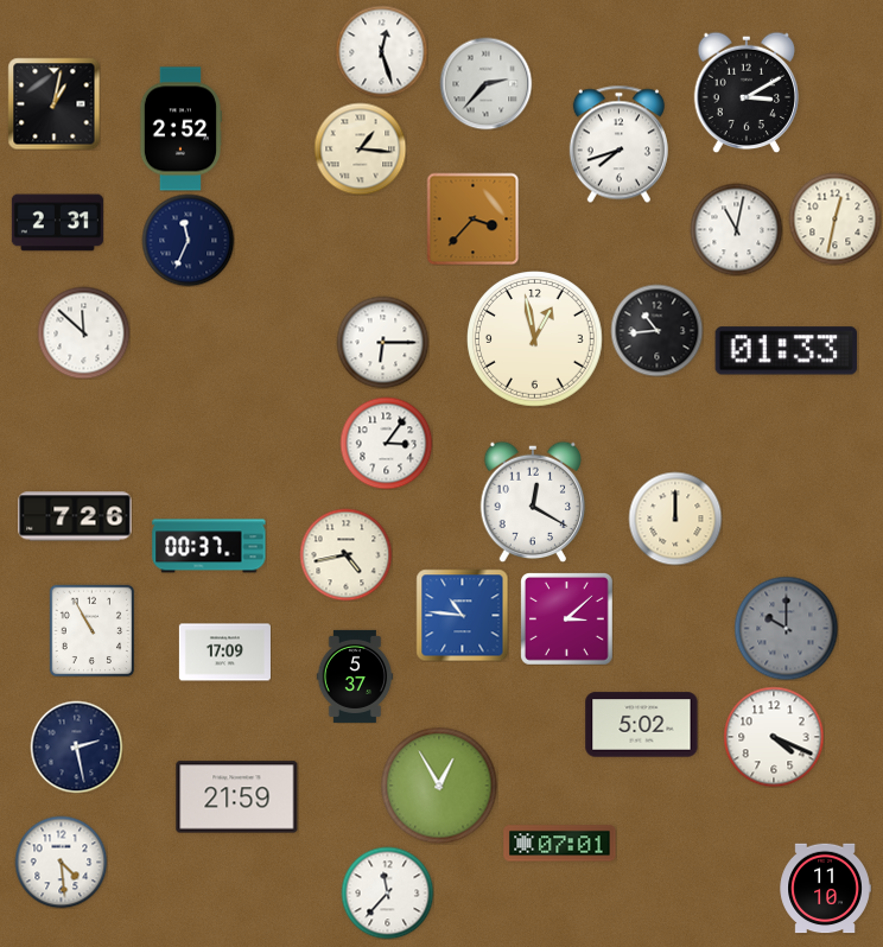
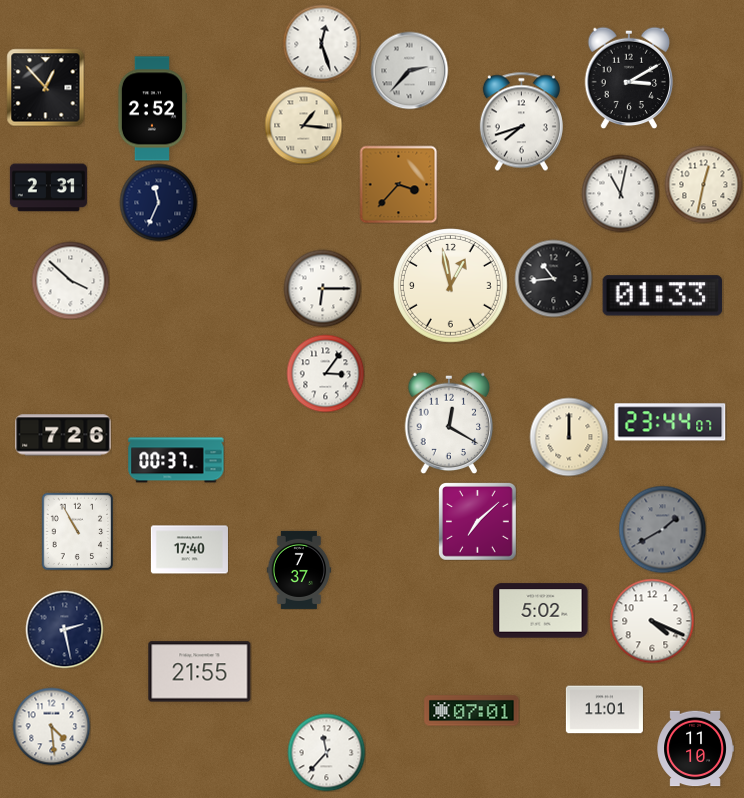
clock at (53, 103): 1:02 -> 12:53
clock at (83, 332): 11:52 -> 3:52
clock at (670, 422): none -> 23:44
clock at (345, 554): 4:43 -> none
clock at (462, 615): 10:46 -> none
clock at (567, 619): 3:08 -> 7:08
clock at (786, 628): 10:00 -> 1:40
clock at (224, 653): 17:09 -> 17:40
clock at (355, 676): 5:37 -> 7:37
clock at (439, 786): 12:55 -> none
clock at (237, 797): 21:59 -> 21:55
clock at (604, 710): none -> 11:01
